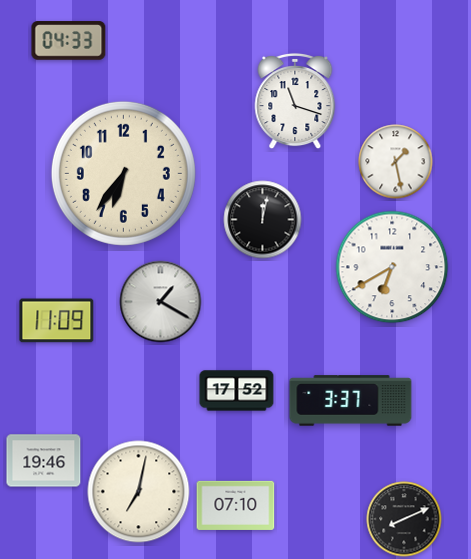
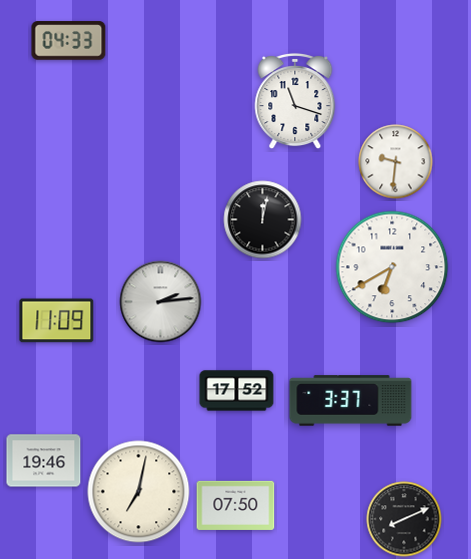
clock at (396, 162): 1:28 -> 9:31
clock at (123, 173): 6:36 -> none
clock at (161, 302): 1:20 -> 2:14
clock at (236, 505): 07:10 -> 07:50
